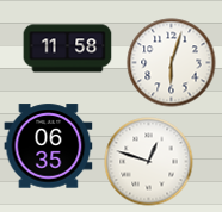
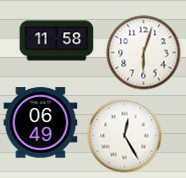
clock at (49, 146): 06:35 -> 06:49
clock at (149, 162): 12:48 -> 12:25
